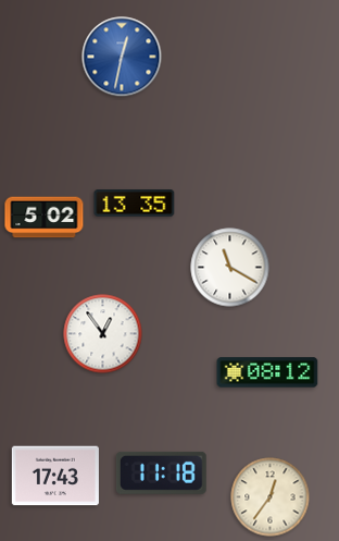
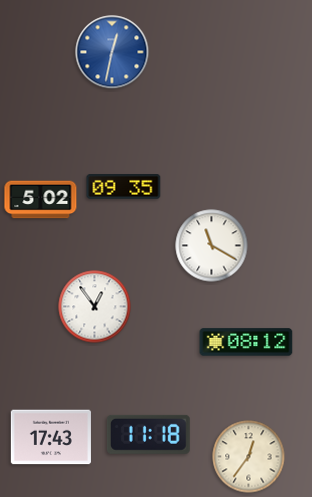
clock at (135, 204): 13:35 -> 09:35
